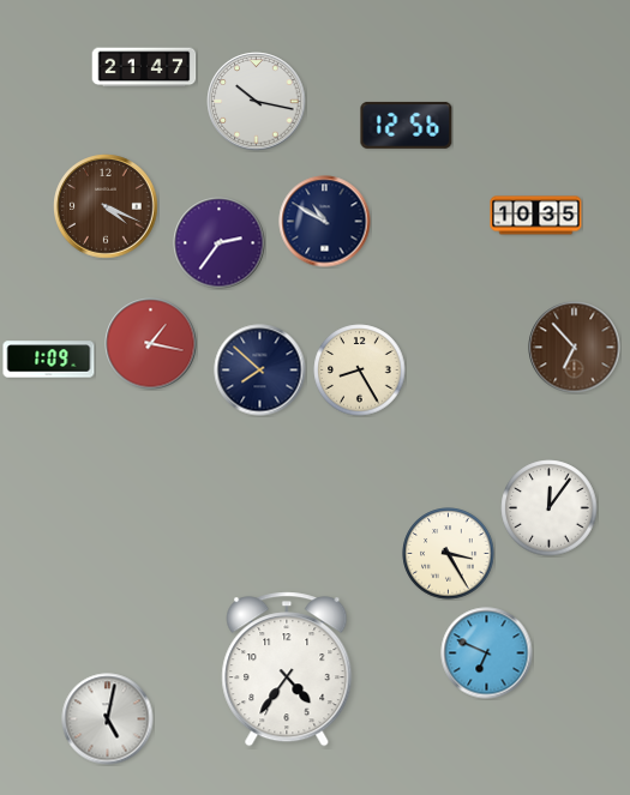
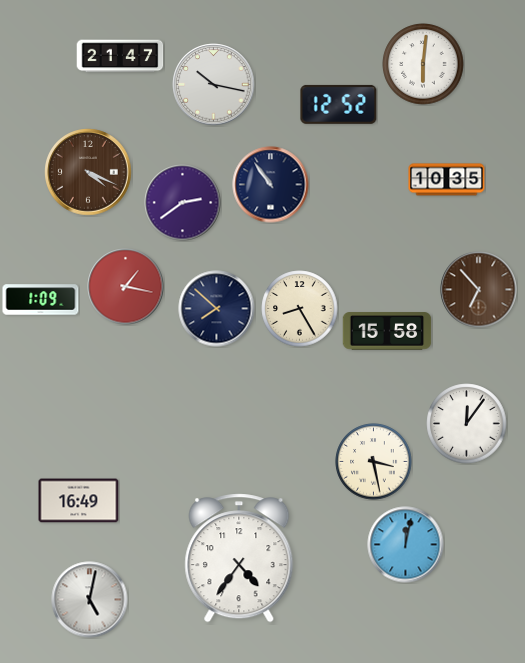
clock at (423, 64): none -> 6:01
clock at (407, 125): 12:56 -> 12:52
clock at (325, 222): 10:50 -> 10:54
clock at (220, 243): 2:36 -> 2:39
clock at (387, 331): none -> 15:58
clock at (550, 508) position: (550, 508) -> (467, 424)
clock at (449, 554): 3:25 -> 3:28
clock at (79, 501): none -> 16:49
clock at (487, 654): 6:49 -> 12:02
